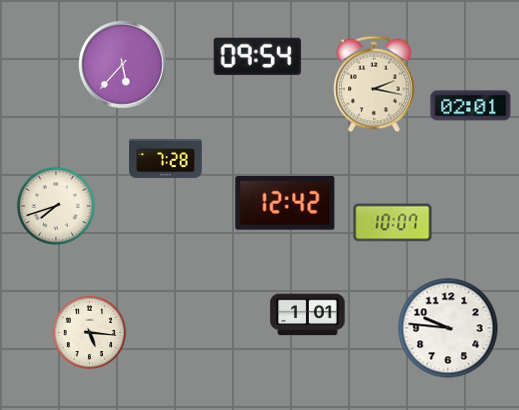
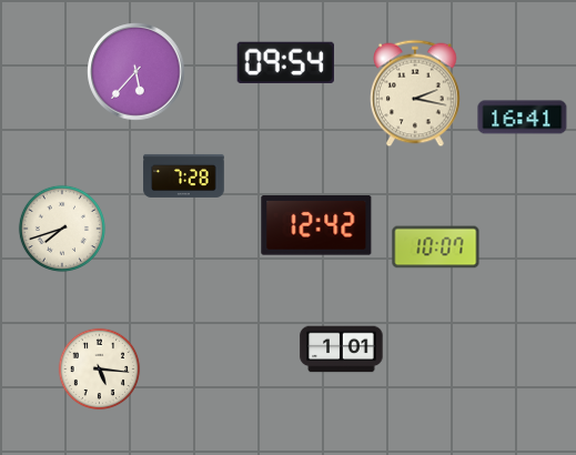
clock at (471, 106): 02:01 -> 16:41
clock at (448, 328): 9:46 -> none
